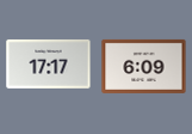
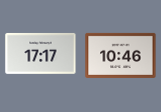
clock at (144, 66): 6:09 -> 10:46
